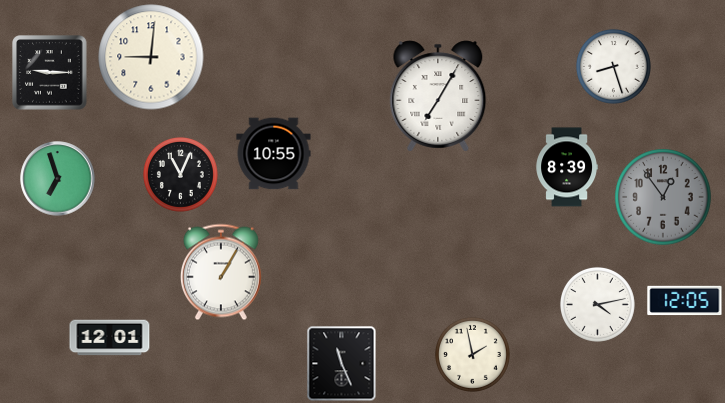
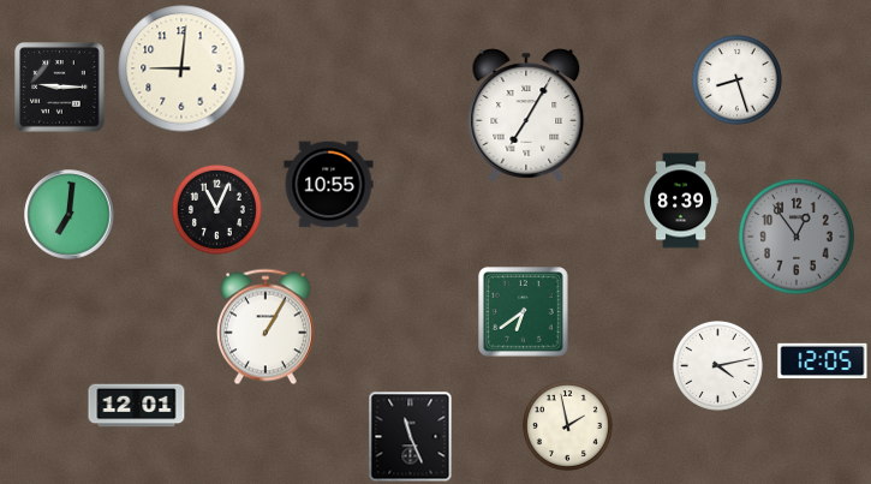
clock at (58, 179): 6:57 -> 7:01
clock at (524, 312): none -> 6:39
clock at (110, 338) position: (110, 338) -> (137, 406)
